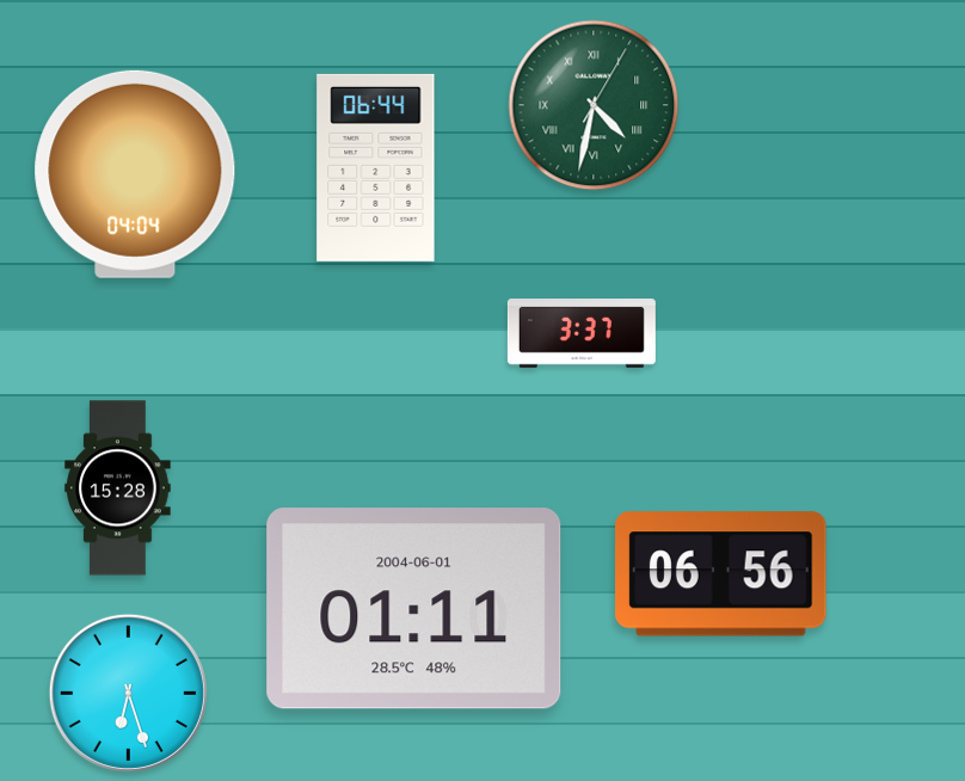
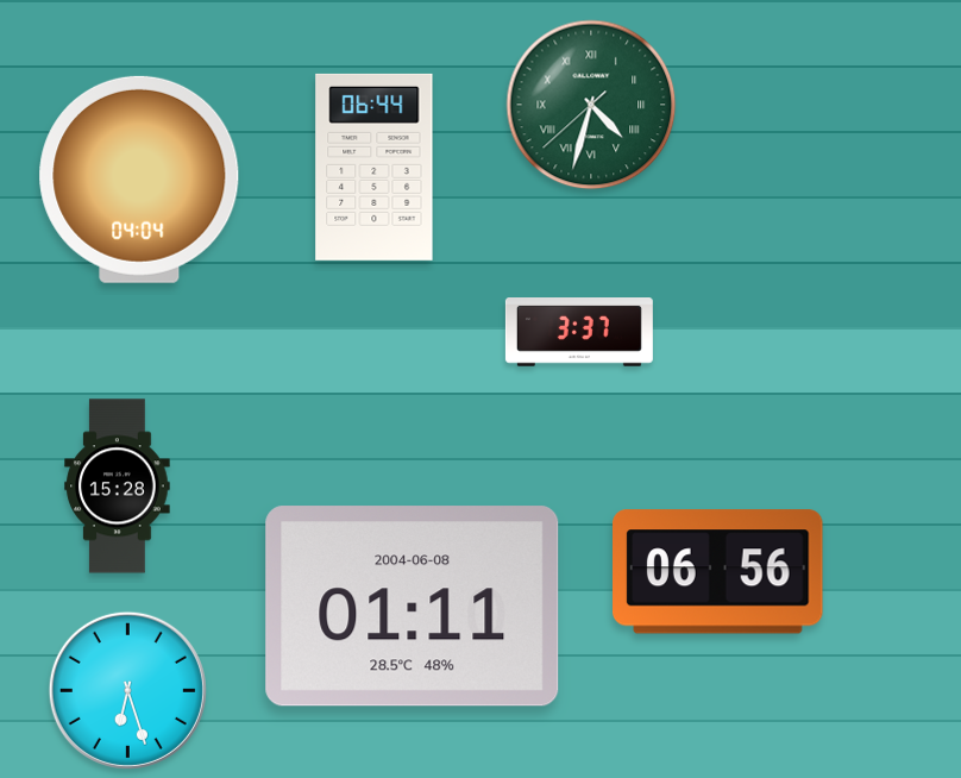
clock at (594, 105): 4:32:05 -> 4:32:38
clock at (135, 174) position: (135, 174) -> (139, 180)
clock at (414, 609) date: 2004-06-01 -> 2004-06-08
